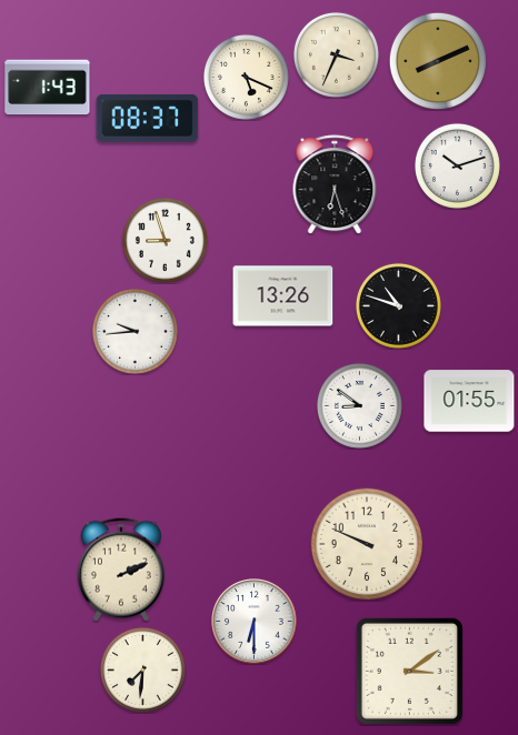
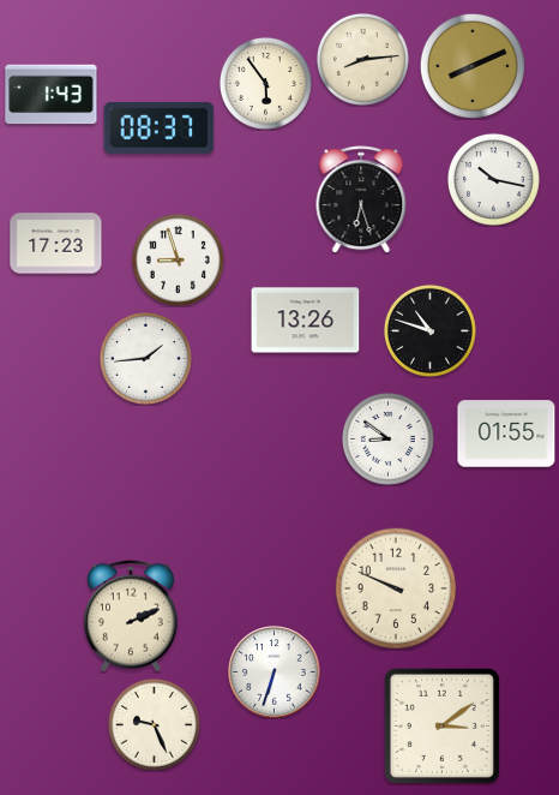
clock at (336, 54): 3:34 -> 8:14
clock at (246, 77): 5:19 -> 5:54
clock at (457, 165): 10:12 -> 10:17
clock at (56, 244): none -> 17:23
clock at (135, 331): 9:44 -> 1:44
clock at (255, 622): 6:30 -> 6:33
clock at (142, 669): 7:31 -> 9:26
